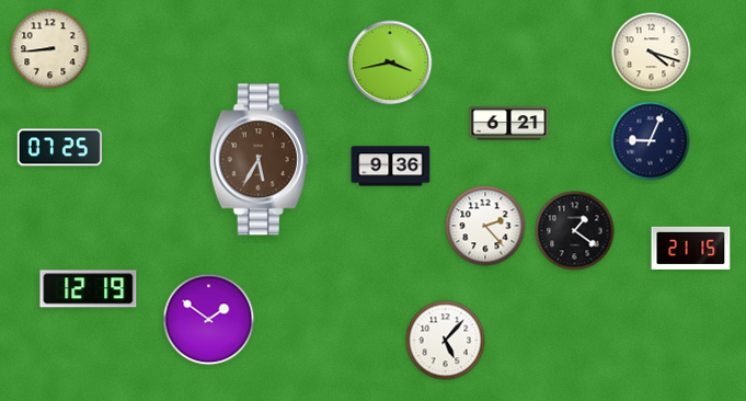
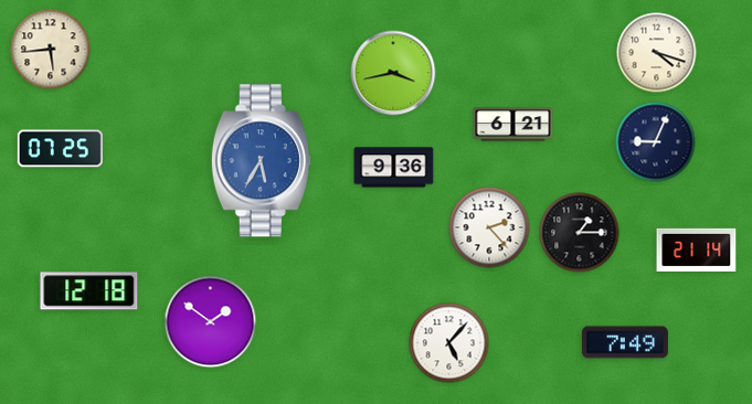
clock at (50, 49): 8:44 -> 5:44
clock at (390, 62) position: (390, 62) -> (393, 73)
clock at (259, 160) dial: brown -> blue
clock at (575, 231): 1:21 -> 1:15
clock at (691, 248): 21:15 -> 21:14
clock at (89, 289): 12:19 -> 12:18
clock at (625, 342): none -> 7:49
